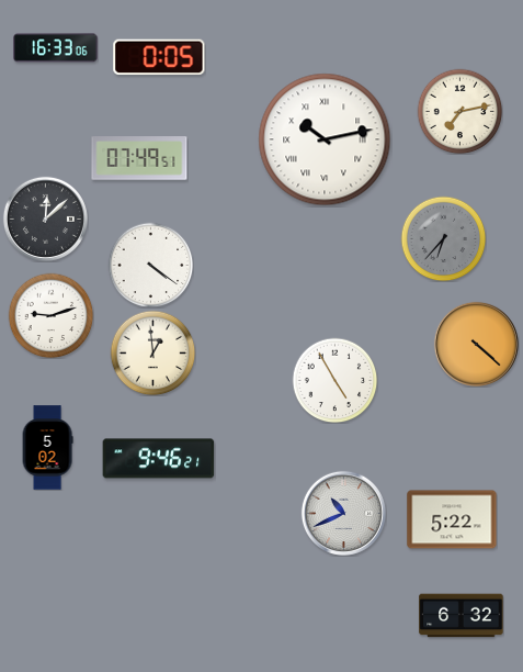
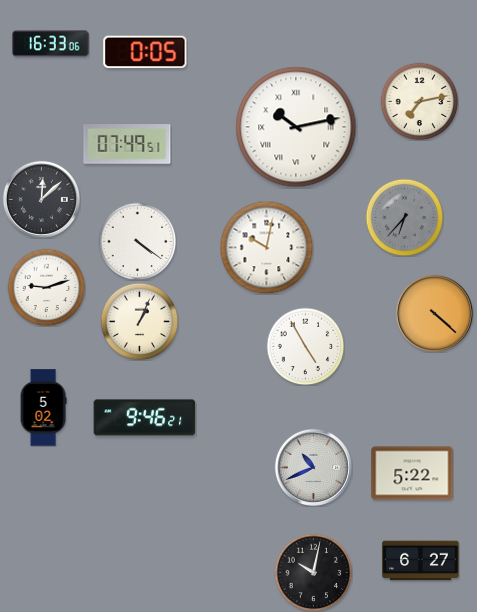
clock at (266, 247): none -> 10:02
clock at (152, 352): 12:59 -> 1:04
clock at (462, 616): 6:32 -> 6:27
clock at (313, 572): none -> 10:02
